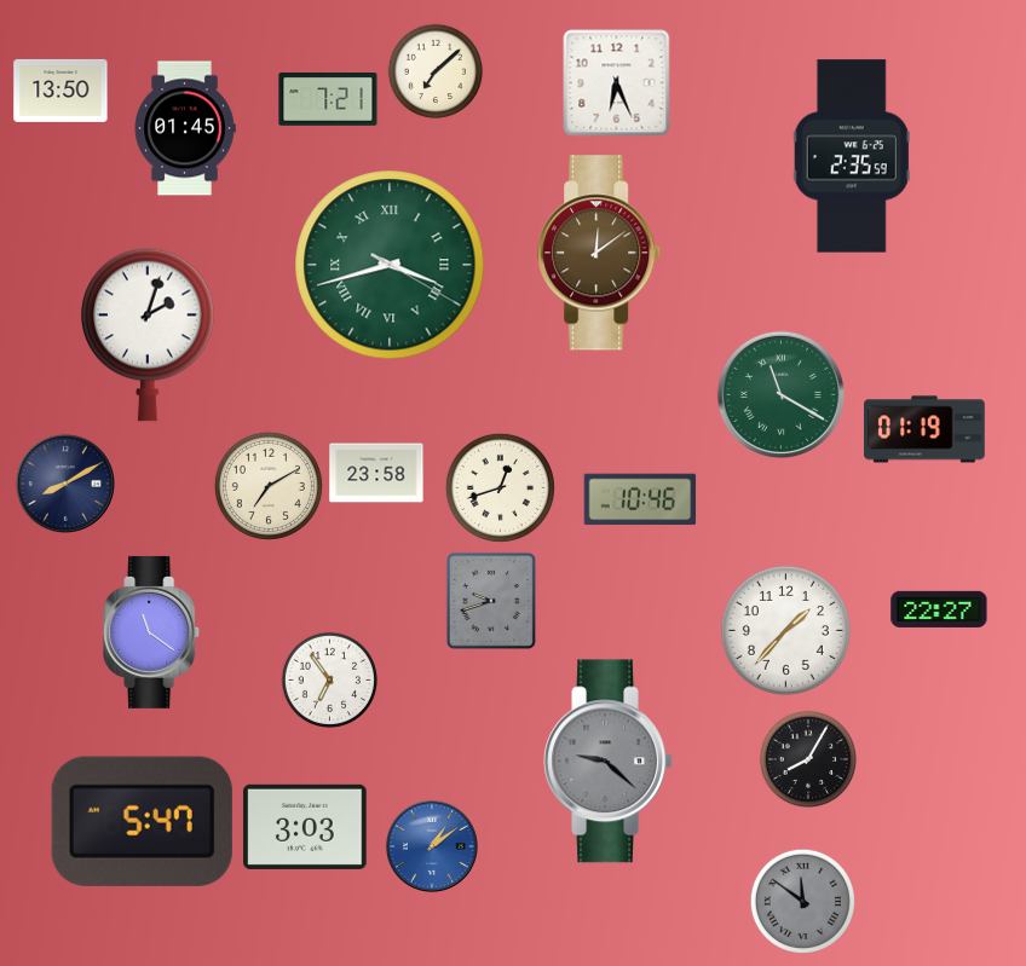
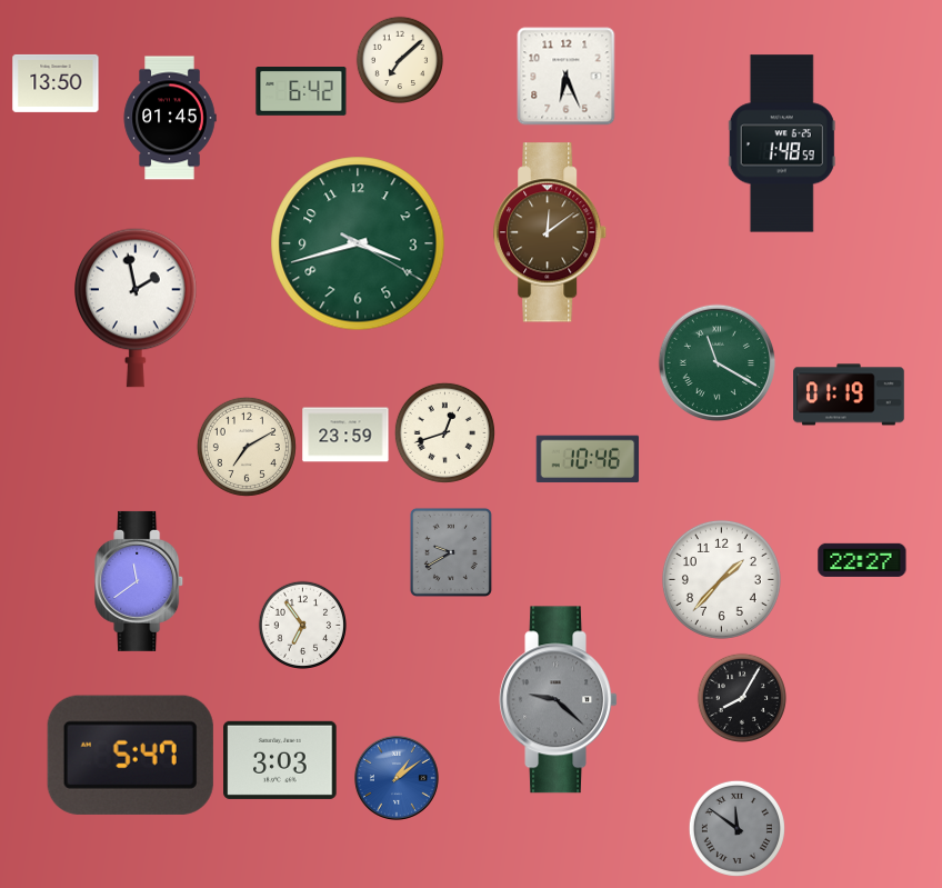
clock at (436, 71) position: (436, 71) -> (400, 60)
clock at (328, 100): 7:21 -> 6:42
clock at (852, 156): 2:35 -> 1:48
clock at (390, 265) numerals: Roman -> Arabic
clock at (148, 335): 2:03 -> 1:58
clock at (376, 473): 23:58 -> 23:59
clock at (65, 484): 8:10 -> none
clock at (500, 487) position: (500, 487) -> (444, 432)
clock at (491, 601): 9:42 -> 9:40
clock at (152, 632): 11:21 -> 11:39
